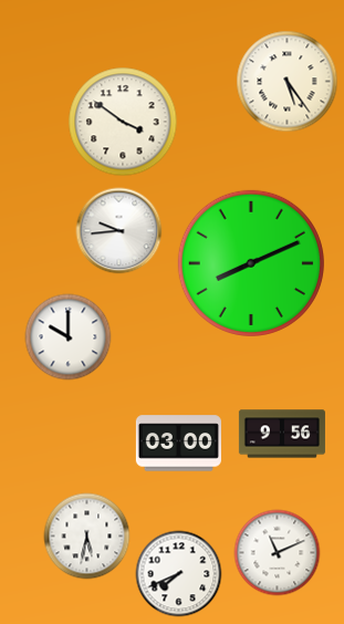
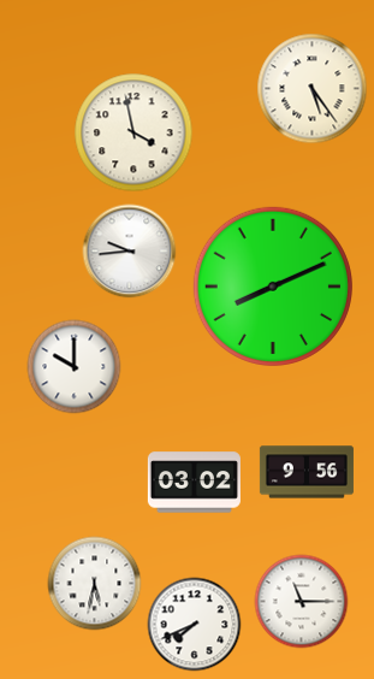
clock at (123, 122): 3:51 -> 3:58
clock at (178, 444): 03:00 -> 03:02
clock at (277, 552): 11:11 -> 11:15
